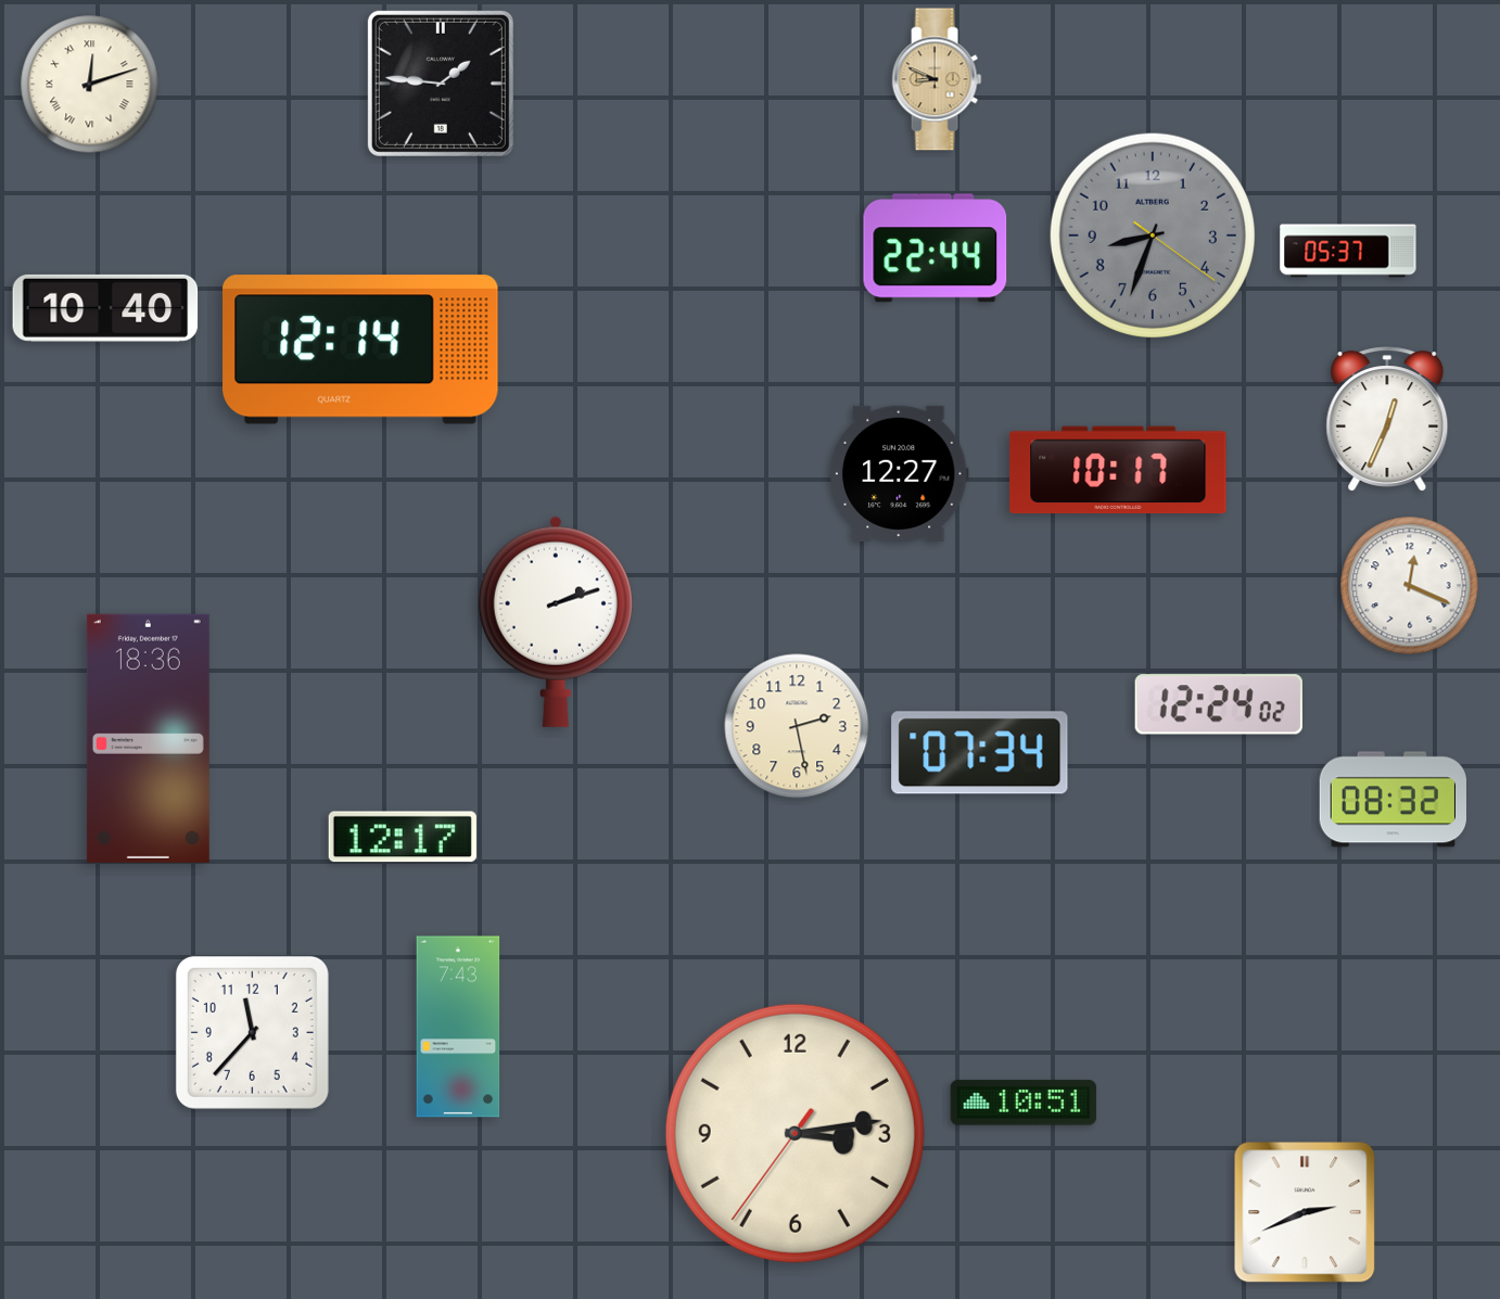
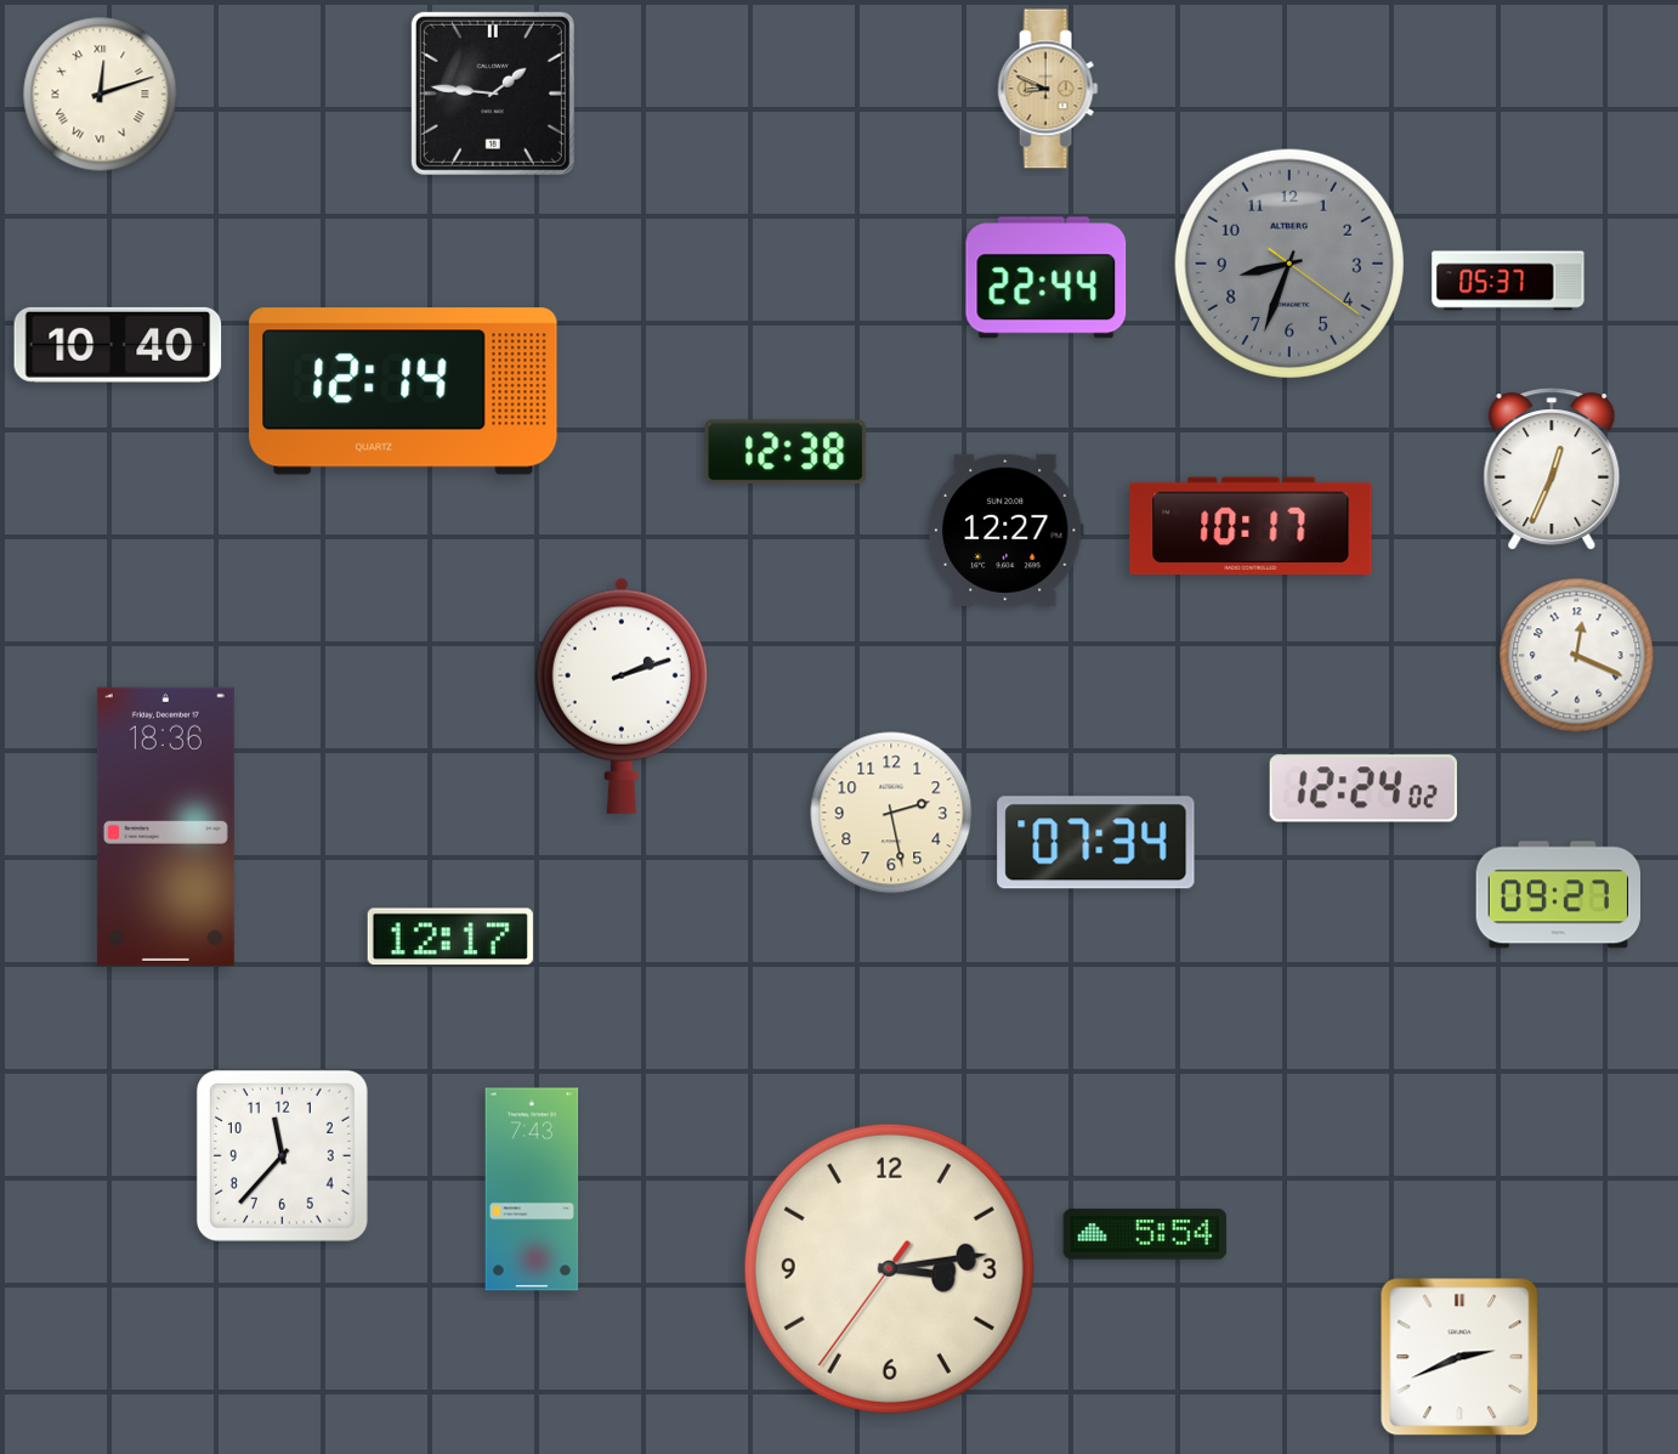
clock at (786, 452): none -> 12:38
clock at (1393, 800): 08:32 -> 09:27
clock at (458, 1027) position: (458, 1027) -> (532, 1189)
clock at (1024, 1103): 10:51 -> 5:54
